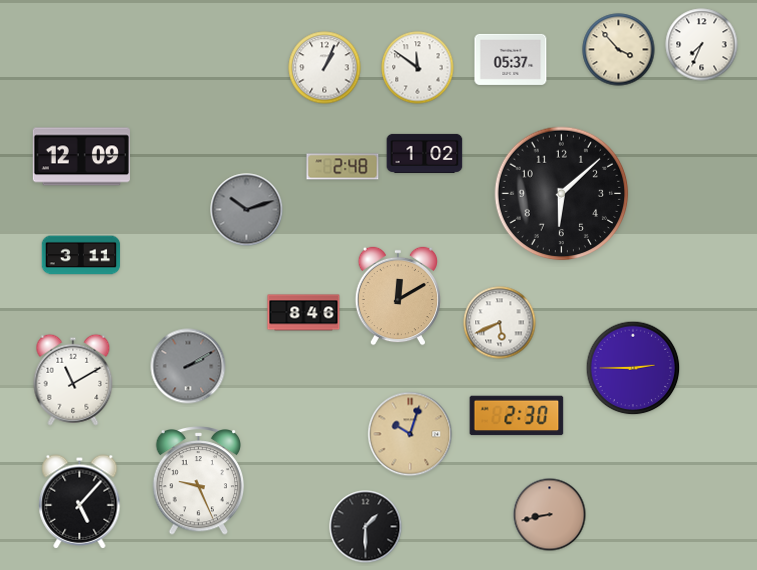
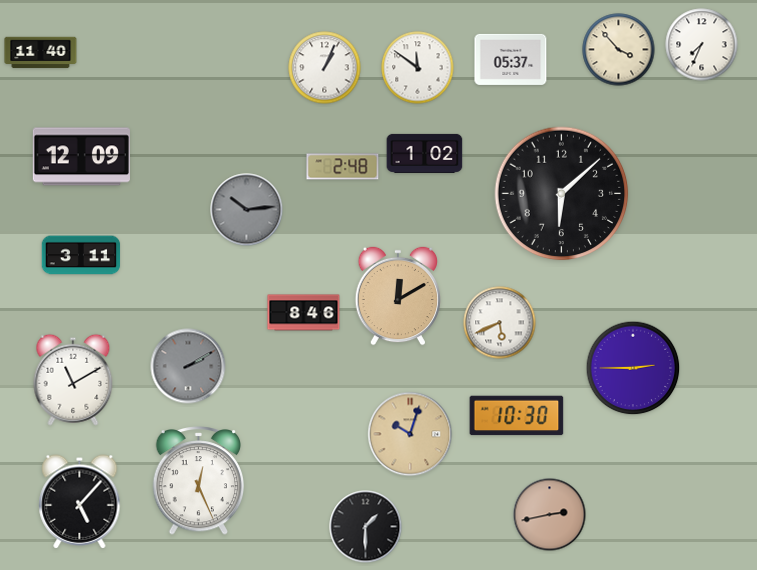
clock at (41, 53): none -> 11:40
clock at (247, 210): 10:12 -> 10:14
clock at (517, 416): 2:30 -> 10:30
clock at (199, 481): 9:26 -> 12:26
clock at (550, 515): 8:43 -> 2:43
